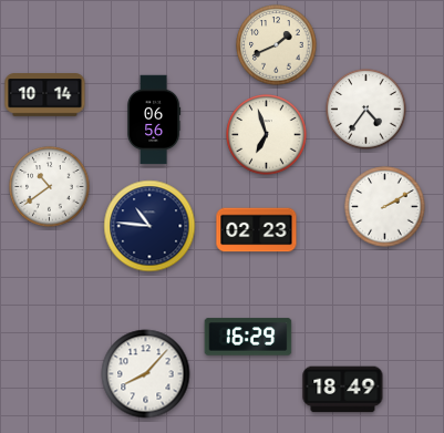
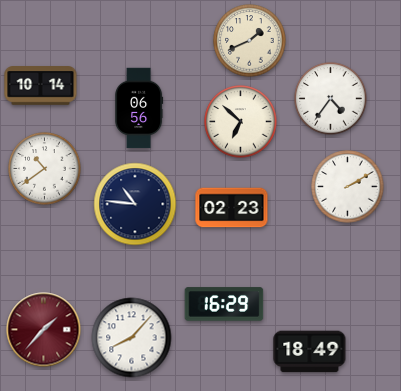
clock at (267, 135): 6:57 -> 6:52
clock at (44, 330): none -> 1:37
